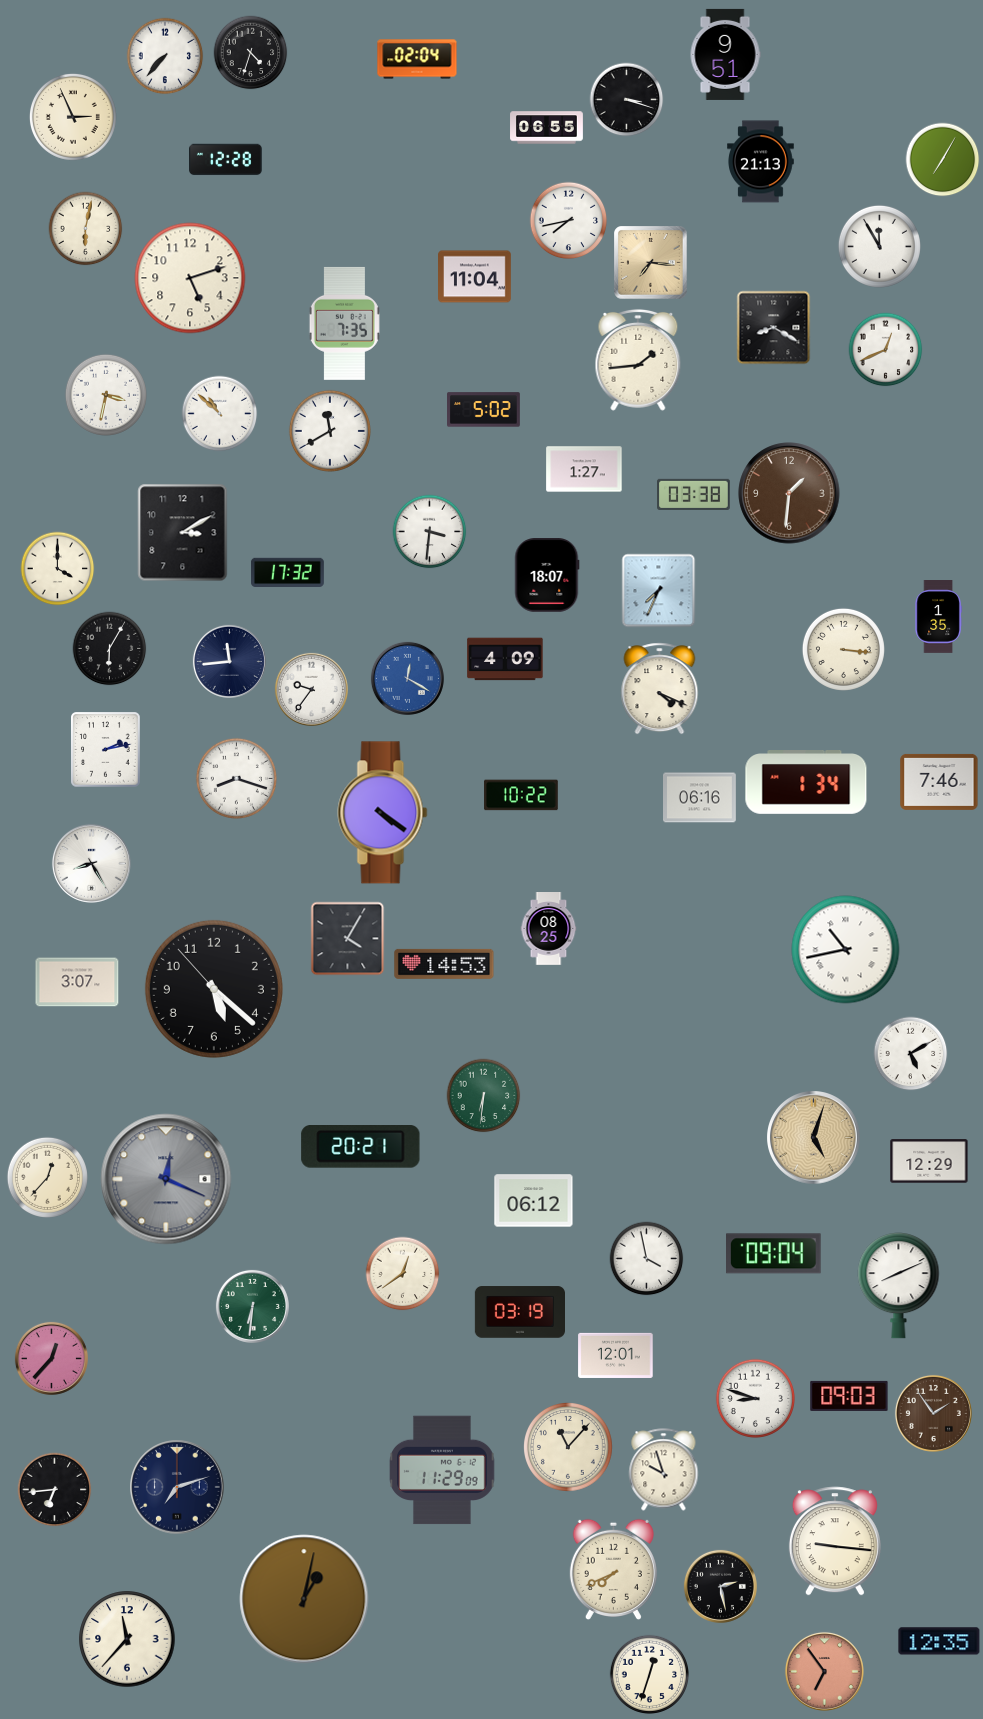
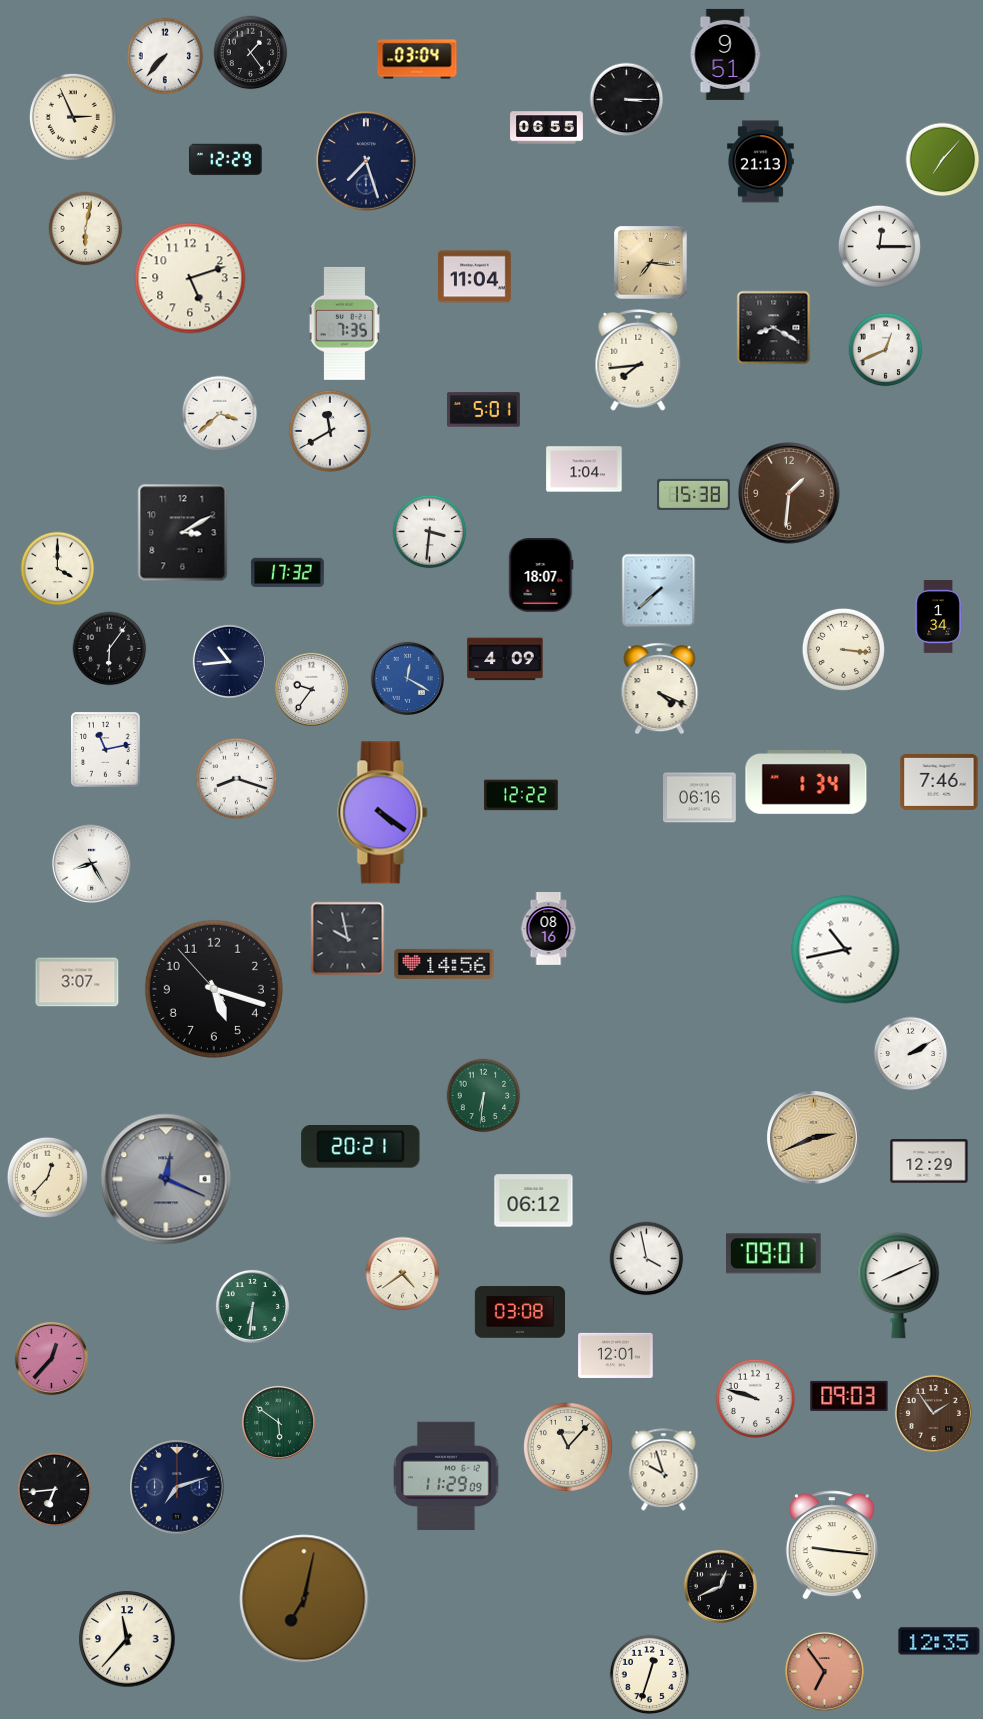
clock at (251, 53): 4:33 -> 1:24
clock at (417, 59): 02:04 -> 03:04
clock at (627, 100): 3:18 -> 3:15
clock at (226, 160): 12:28 -> 12:29
clock at (943, 160): 7:05 -> 7:07
clock at (366, 161): none -> 7:27
clock at (569, 221): 7:43 -> none
clock at (879, 246): 11:55 -> 12:15
clock at (638, 360): 1:44 -> 7:44
clock at (106, 395): 3:32 -> none
clock at (484, 410): 5:02 -> 5:01
clock at (220, 414): 10:52 -> 3:38
clock at (584, 469): 1:27 -> 1:04
clock at (694, 494): 03:38 -> 15:38
clock at (547, 575) position: (547, 575) -> (541, 575)
clock at (659, 591): 7:34 -> 7:38
clock at (938, 617): 1:35 -> 1:34
clock at (110, 649): 6:05 -> 6:06
clock at (229, 661): 11:44 -> 10:44
clock at (106, 750): 2:13 -> 11:13
clock at (521, 795): 10:22 -> 12:22
clock at (549, 929): 08:25 -> 08:16
clock at (348, 939): 4:05 -> 9:58
clock at (444, 964): 14:53 -> 14:56
clock at (214, 989): 5:21 -> 5:17
clock at (911, 1054): 5:10 -> 2:10
clock at (814, 1138): 5:03 -> 2:41
clock at (774, 1254): 09:04 -> 09:01
clock at (403, 1274): 12:39 -> 4:39
clock at (519, 1312): 03:19 -> 03:08
clock at (755, 1398): 8:48 -> 9:48
clock at (278, 1422): none -> 5:51
clock at (442, 1470) position: (442, 1470) -> (446, 1476)
clock at (835, 1541) position: (835, 1541) -> (832, 1545)
clock at (613, 1569): 7:41 -> none
clock at (720, 1586): 2:28 -> 12:41
clock at (304, 1599): 1:02 -> 7:02
